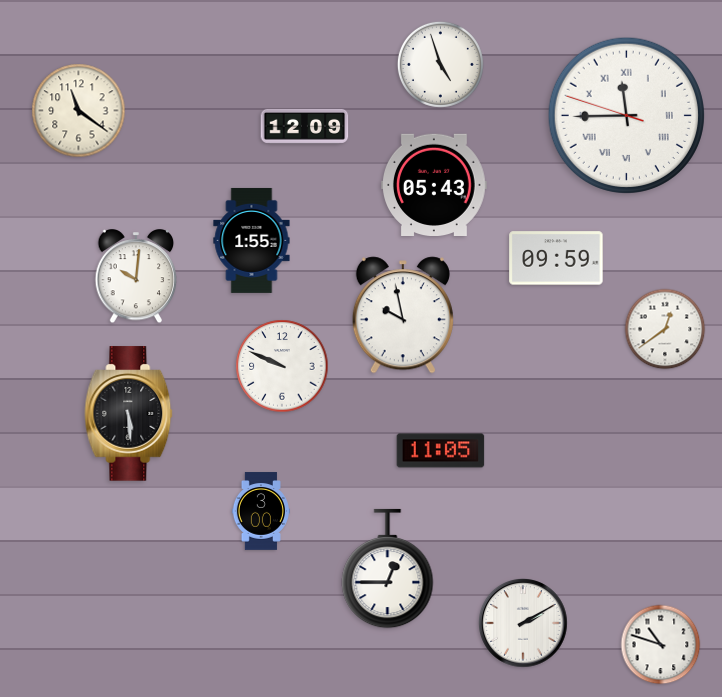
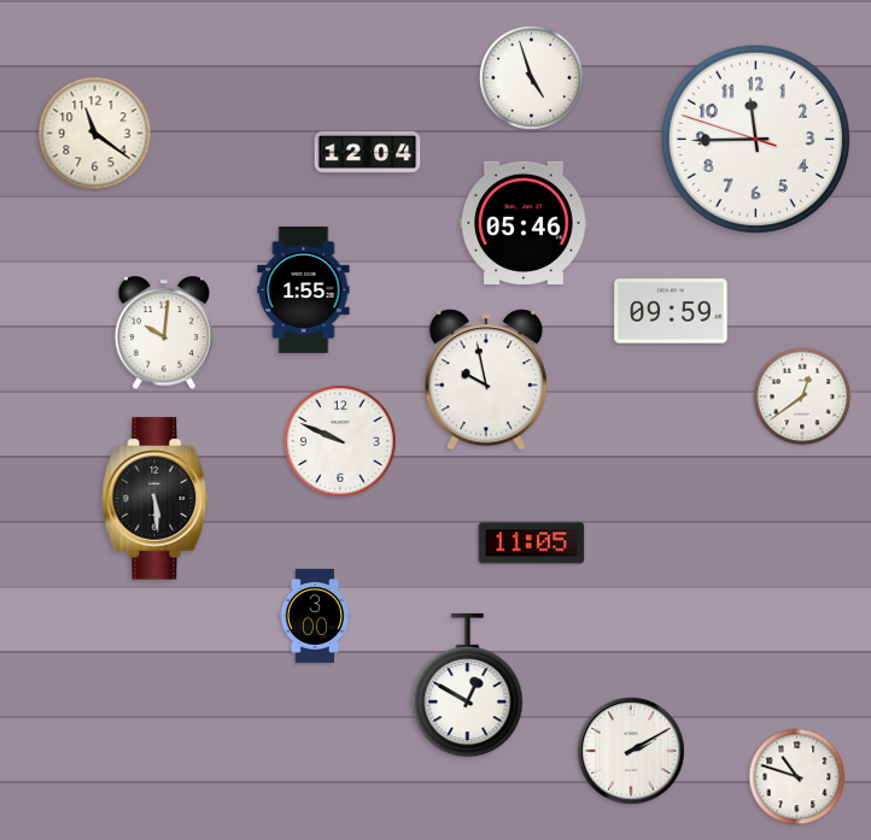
clock at (626, 115) numerals: Roman -> Arabic
clock at (305, 126): 12:09 -> 12:04
clock at (435, 184): 05:43 -> 05:46
clock at (388, 569): 12:45 -> 12:50
